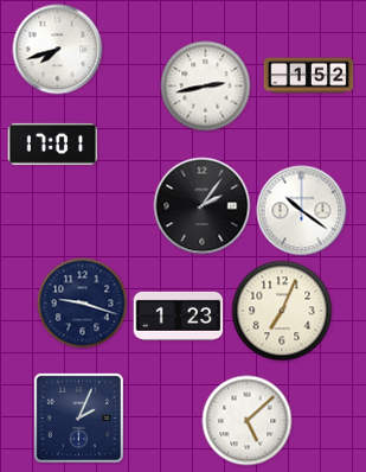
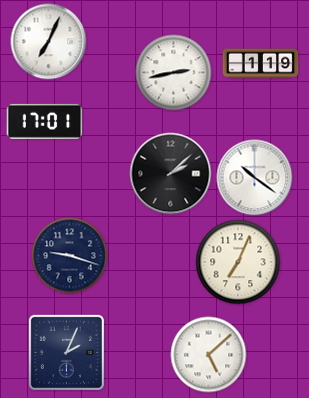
clock at (58, 50): 7:42 -> 7:04
clock at (309, 76): 1:52 -> 1:19
clock at (203, 206): 2:06 -> 2:08
clock at (179, 315): 1:23 -> none
